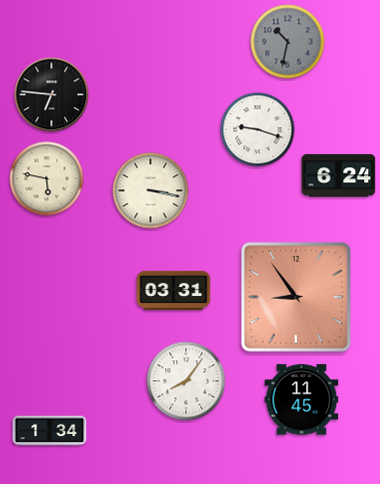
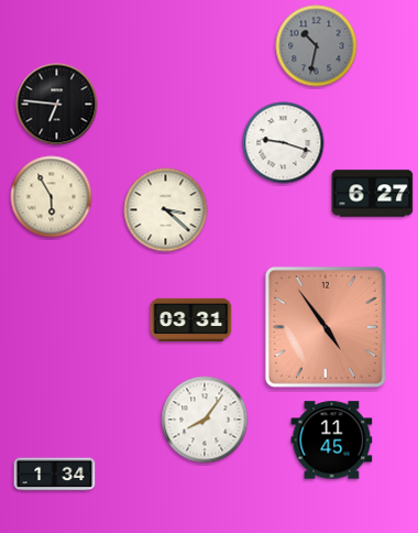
clock at (339, 176): 6:24 -> 6:27
clock at (47, 179): 5:47 -> 5:55
clock at (151, 191): 3:17 -> 3:22
clock at (296, 297): 8:54 -> 4:54
